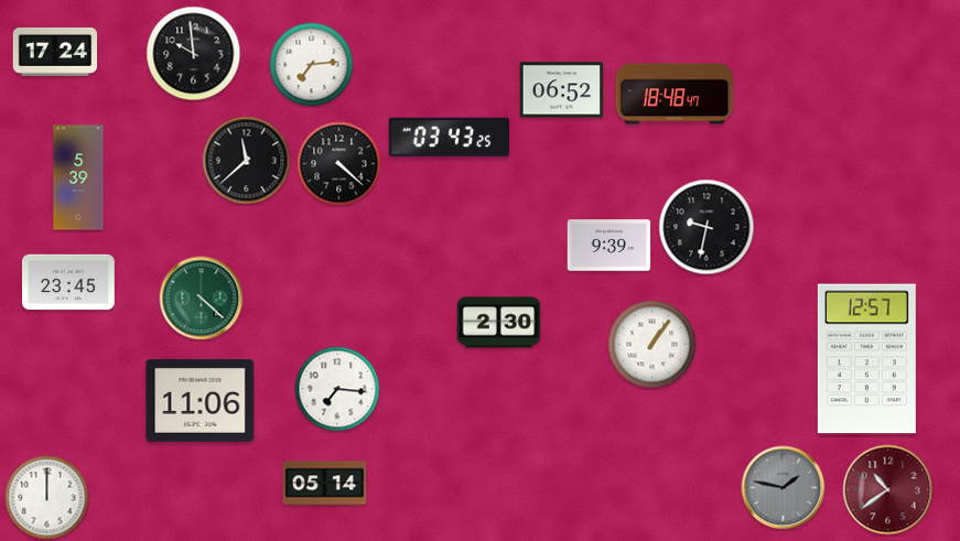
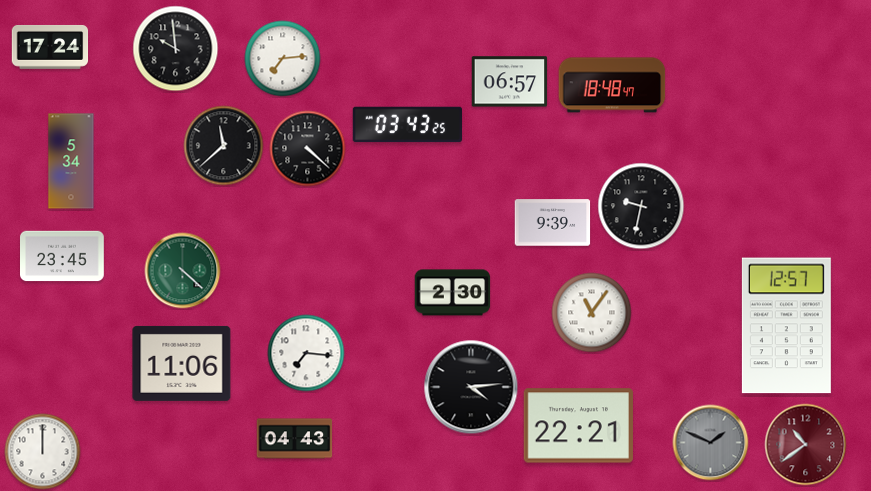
clock at (562, 90): 06:52 -> 06:57
clock at (78, 177): 5:39 -> 5:34
clock at (652, 345): 1:06 -> 11:06
clock at (471, 387): none -> 4:14
clock at (578, 426): none -> 22:21
clock at (325, 484): 05:14 -> 04:43
clock at (784, 488): 1:47 -> 1:49
